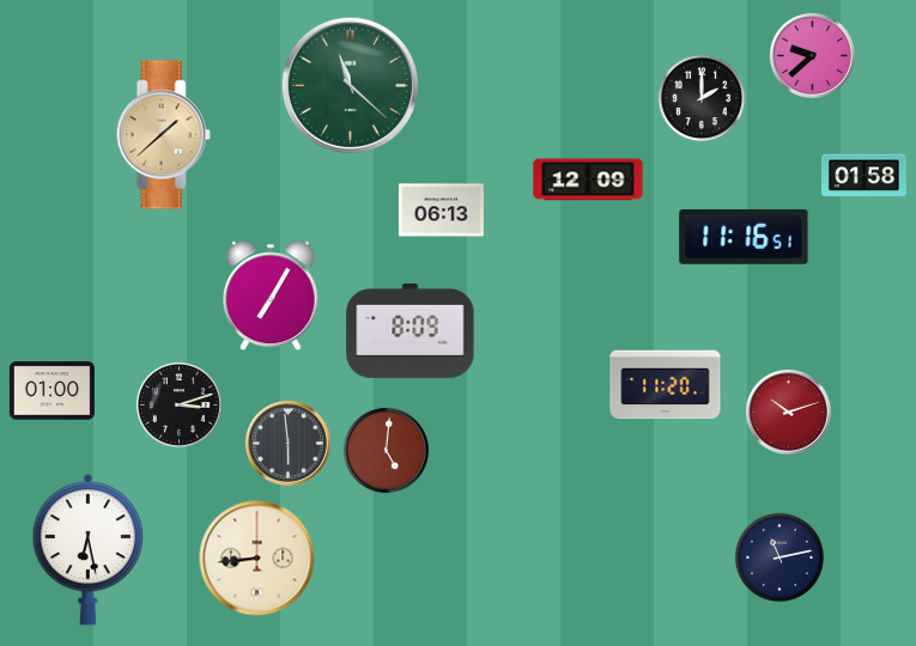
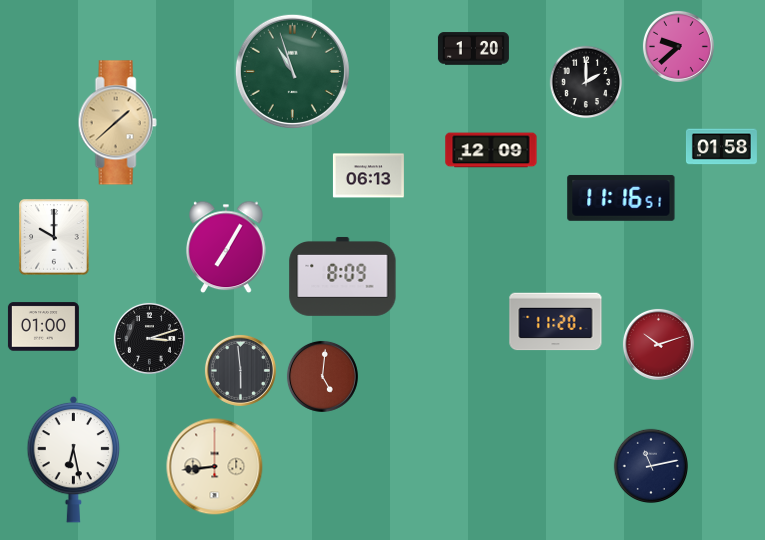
clock at (473, 49): none -> 1:20
clock at (350, 85): 11:22 -> 10:57
clock at (163, 135) position: (163, 135) -> (117, 123)
clock at (54, 237): none -> 10:00
